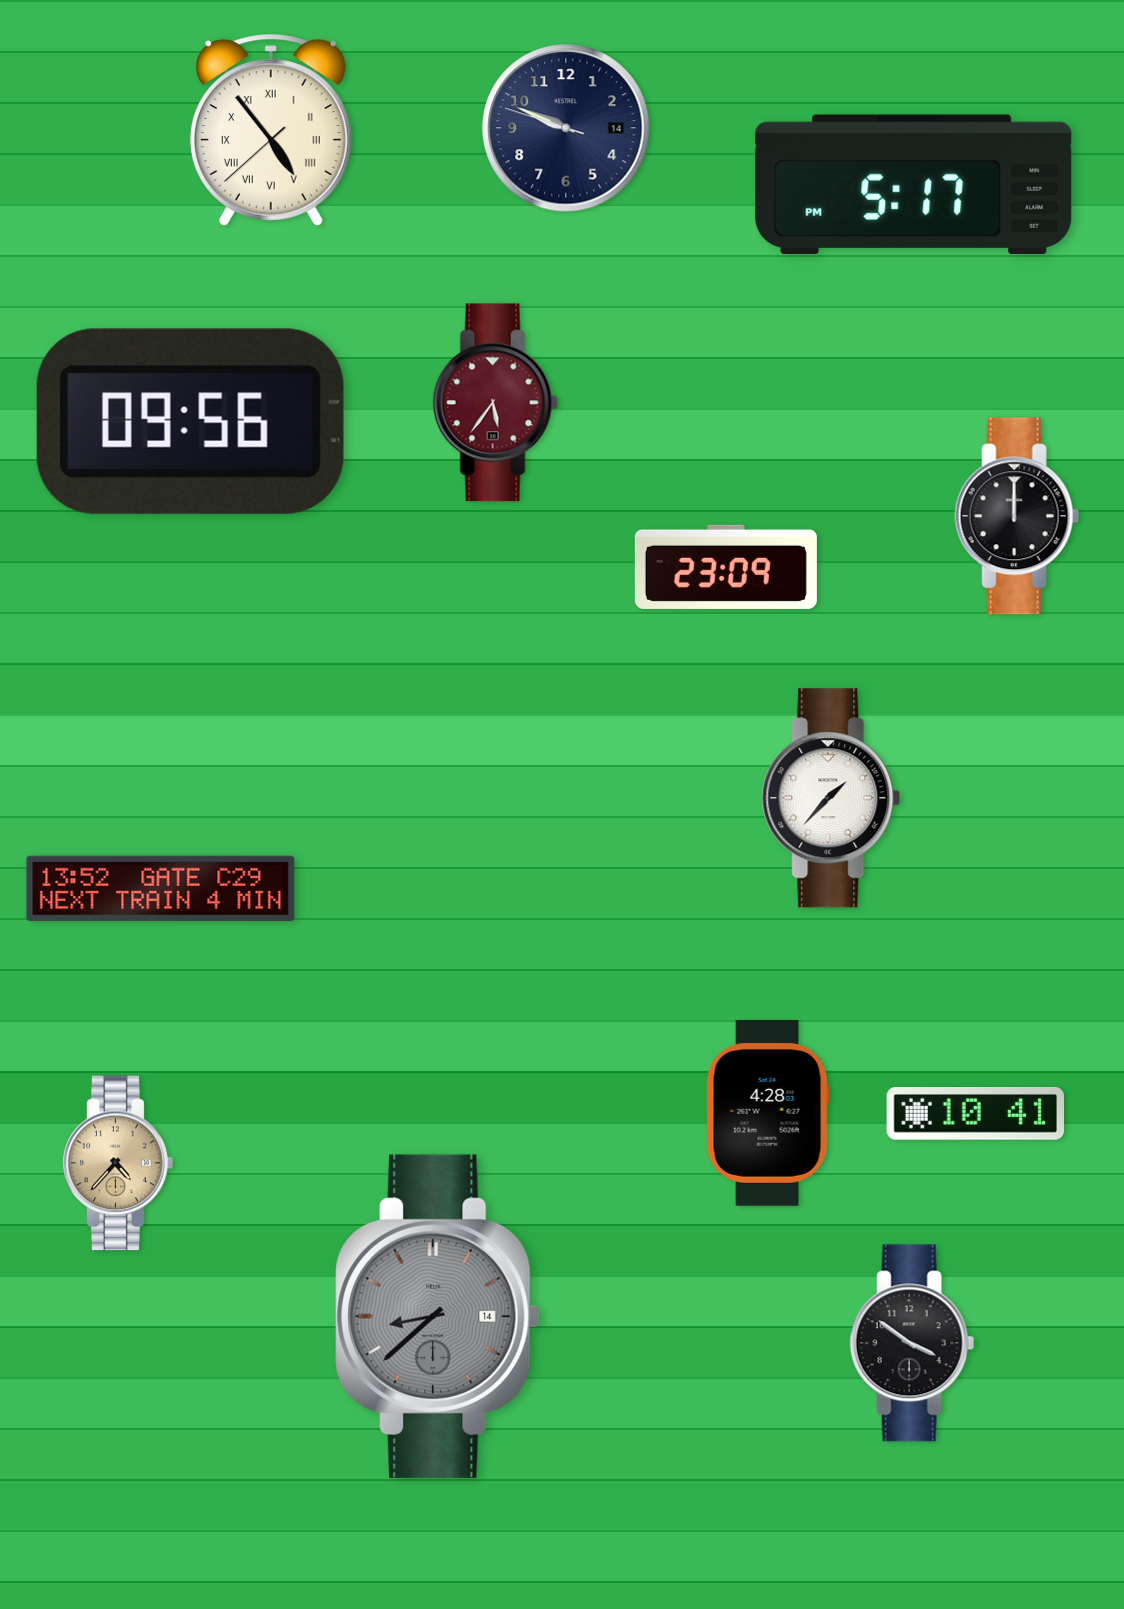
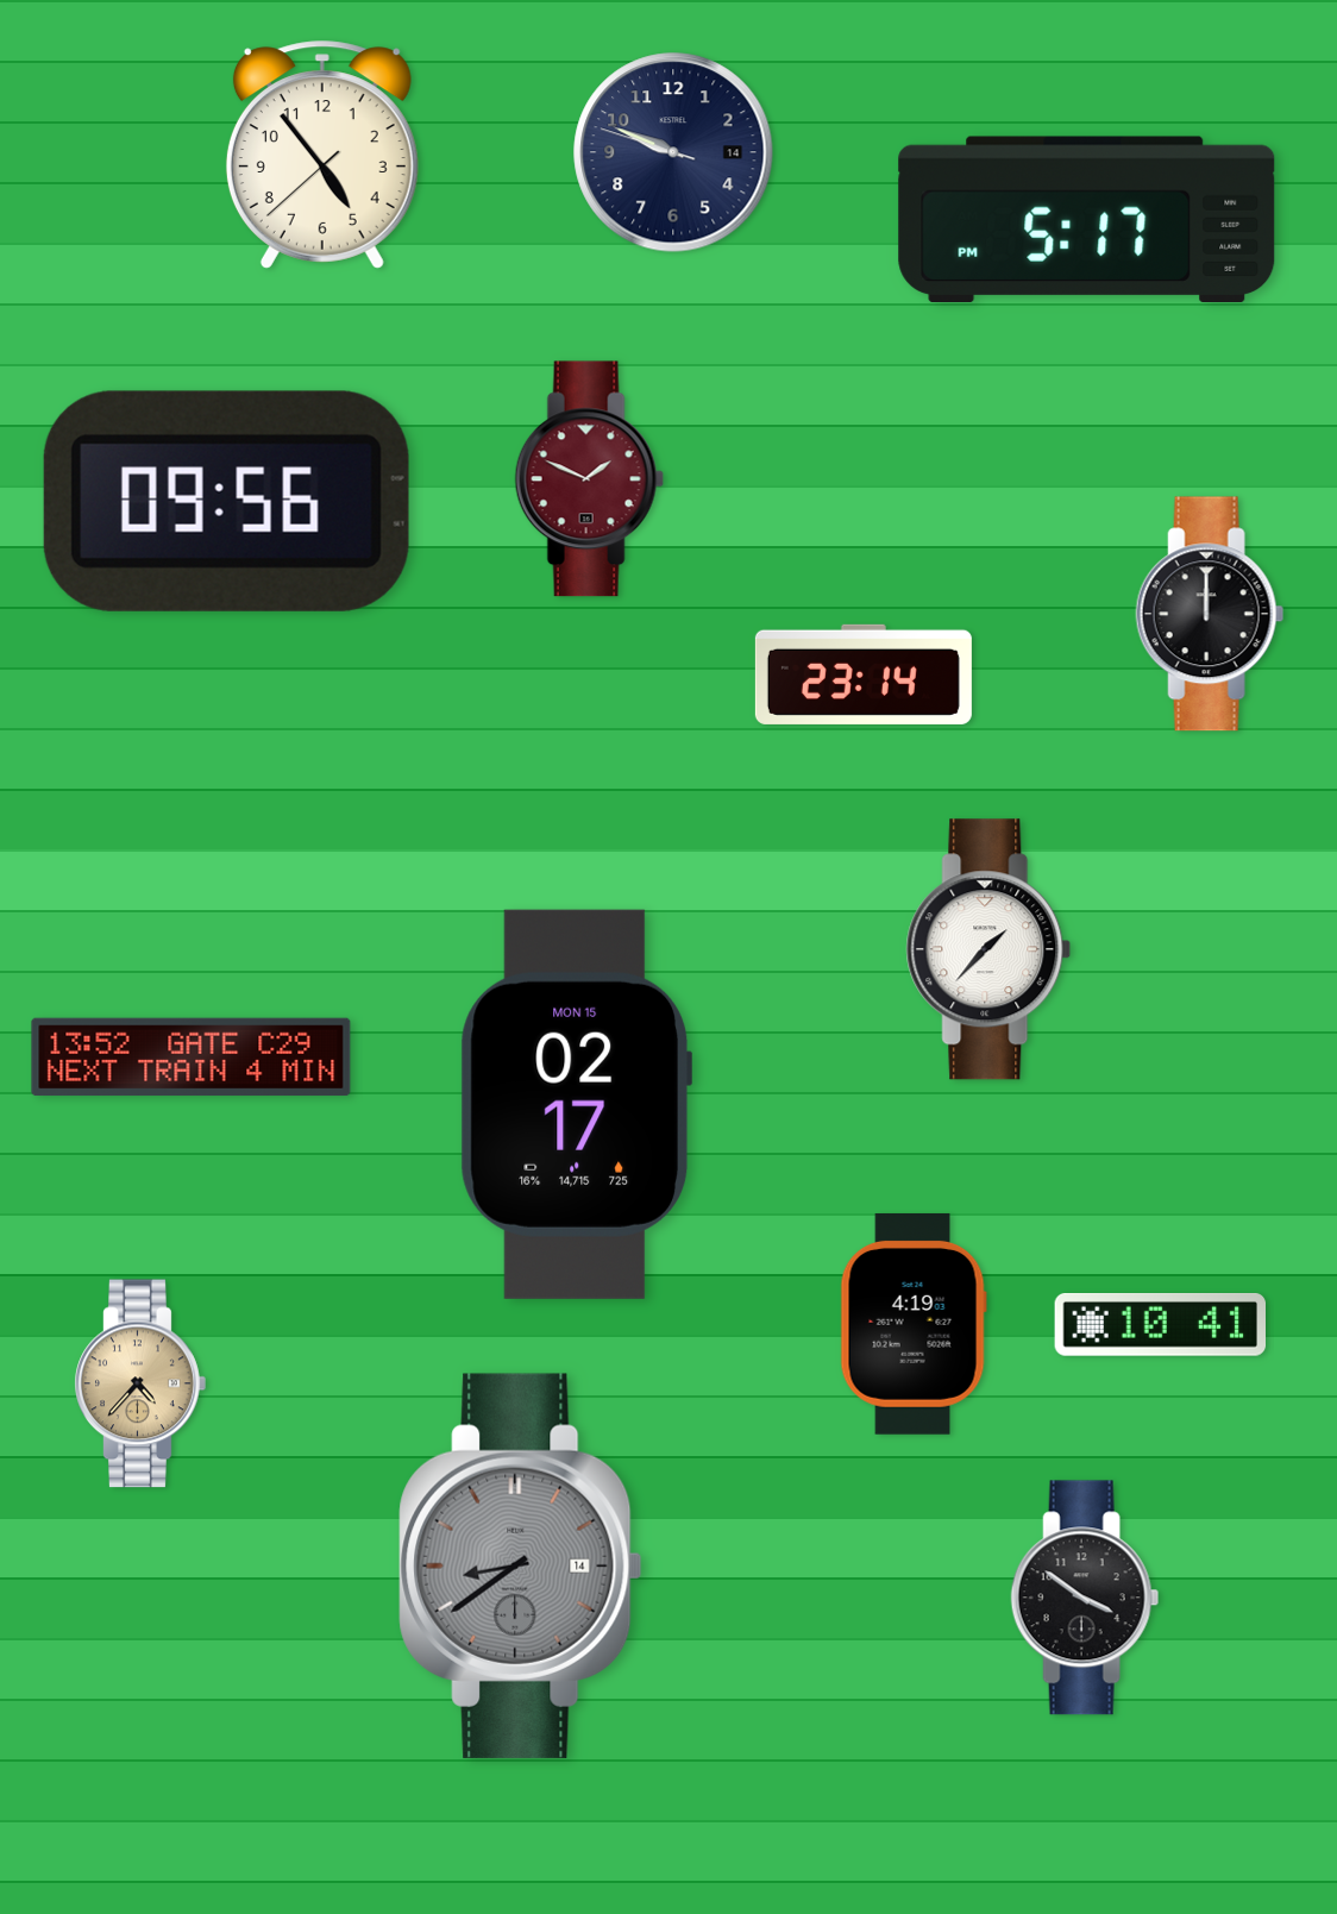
clock at (271, 130) numerals: Roman -> Arabic
clock at (495, 403): 5:36 -> 1:49
clock at (726, 567): 23:09 -> 23:14
clock at (577, 1104): none -> 02:17
clock at (768, 1113): 4:28 -> 4:19
clock at (438, 1316): 8:38 -> 8:39
